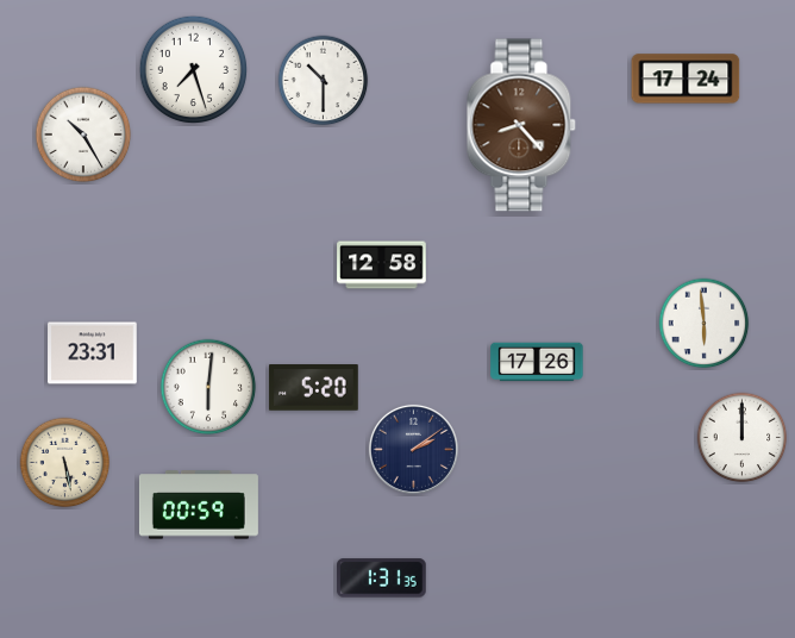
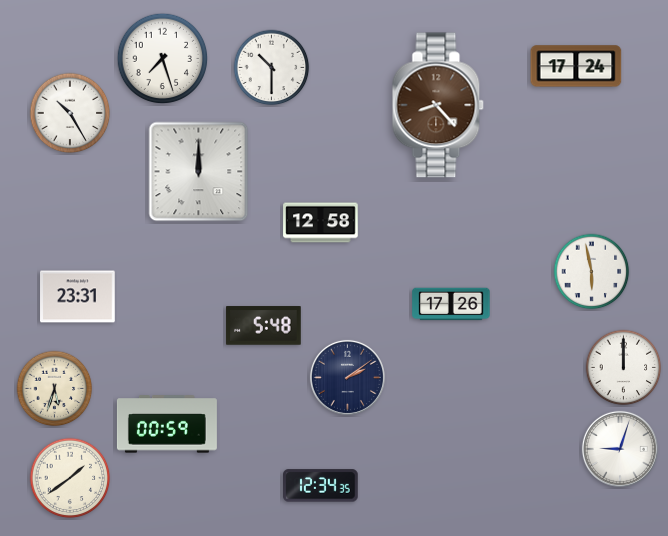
clock at (199, 172): none -> 12:00
clock at (705, 324): 5:59 -> 5:58
clock at (208, 387): 6:01 -> none
clock at (314, 388): 5:20 -> 5:48
clock at (65, 463): 5:28 -> 5:33
clock at (620, 449): none -> 9:03
clock at (70, 478): none -> 1:39
clock at (382, 578): 1:31 -> 12:34
